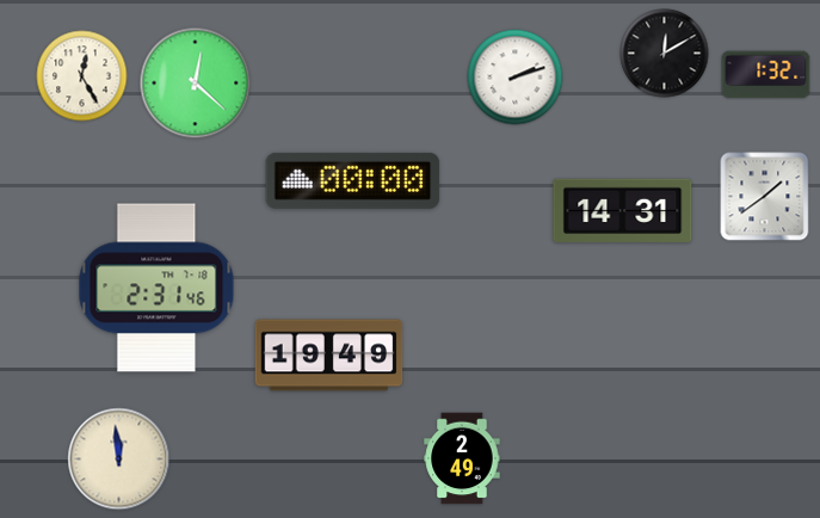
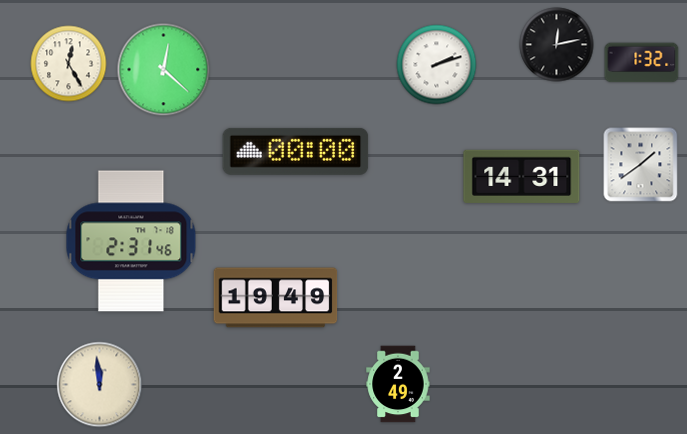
clock at (665, 54): 12:10 -> 12:13
clock at (516, 78) position: (516, 78) -> (437, 65)
clock at (462, 458) position: (462, 458) -> (398, 384)
